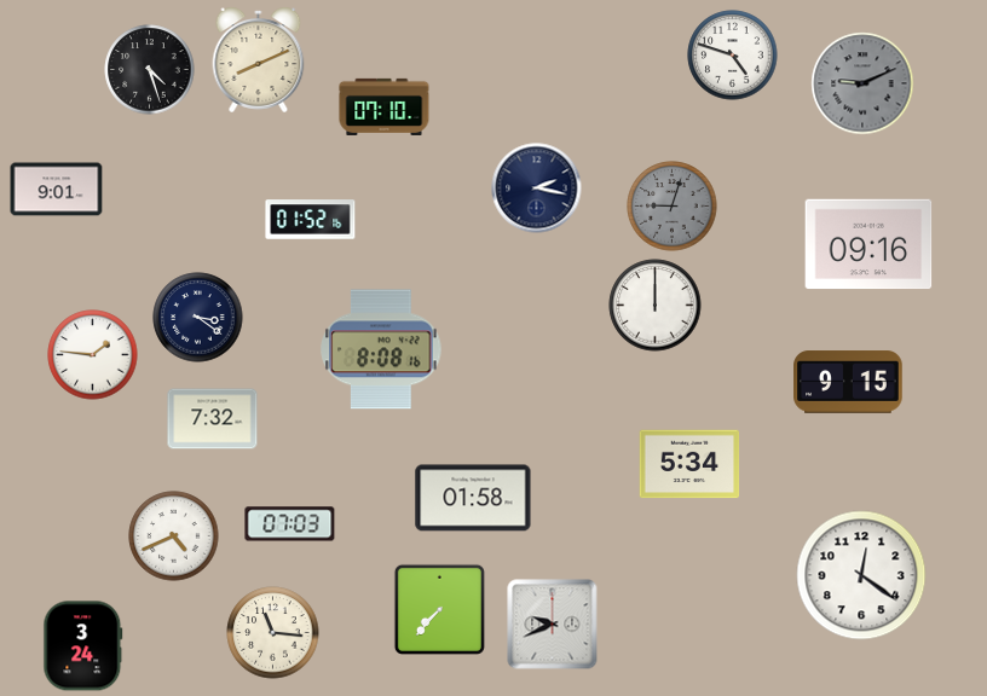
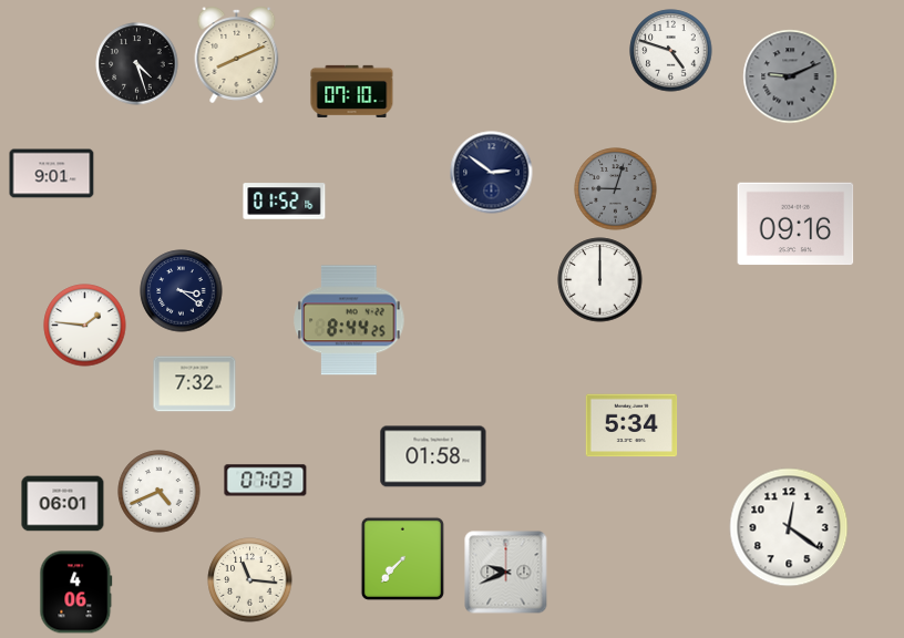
clock at (385, 106) position: (385, 106) -> (352, 91)
clock at (537, 188): 2:17 -> 2:51
clock at (381, 349): 8:08 -> 8:44
clock at (848, 382): 9:15 -> none
clock at (63, 504): none -> 06:01
clock at (83, 646): 3:24 -> 4:06
